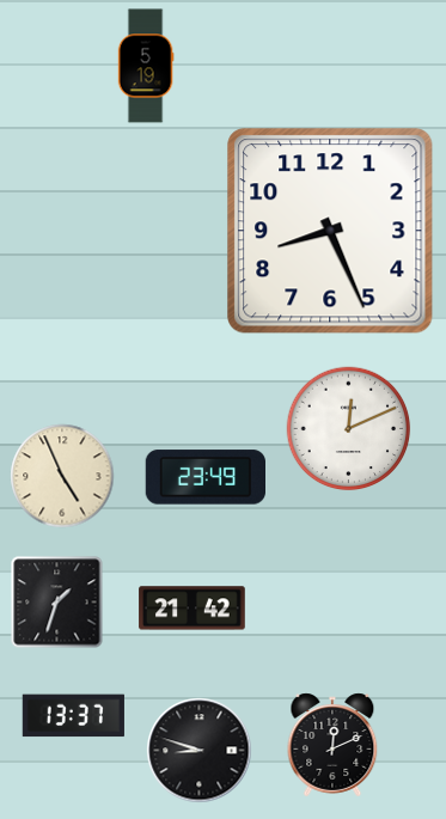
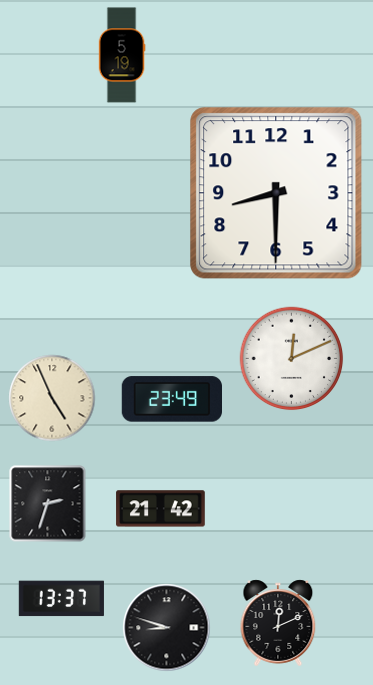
clock at (330, 231): 8:26 -> 8:30
clock at (57, 603): 1:33 -> 2:33
